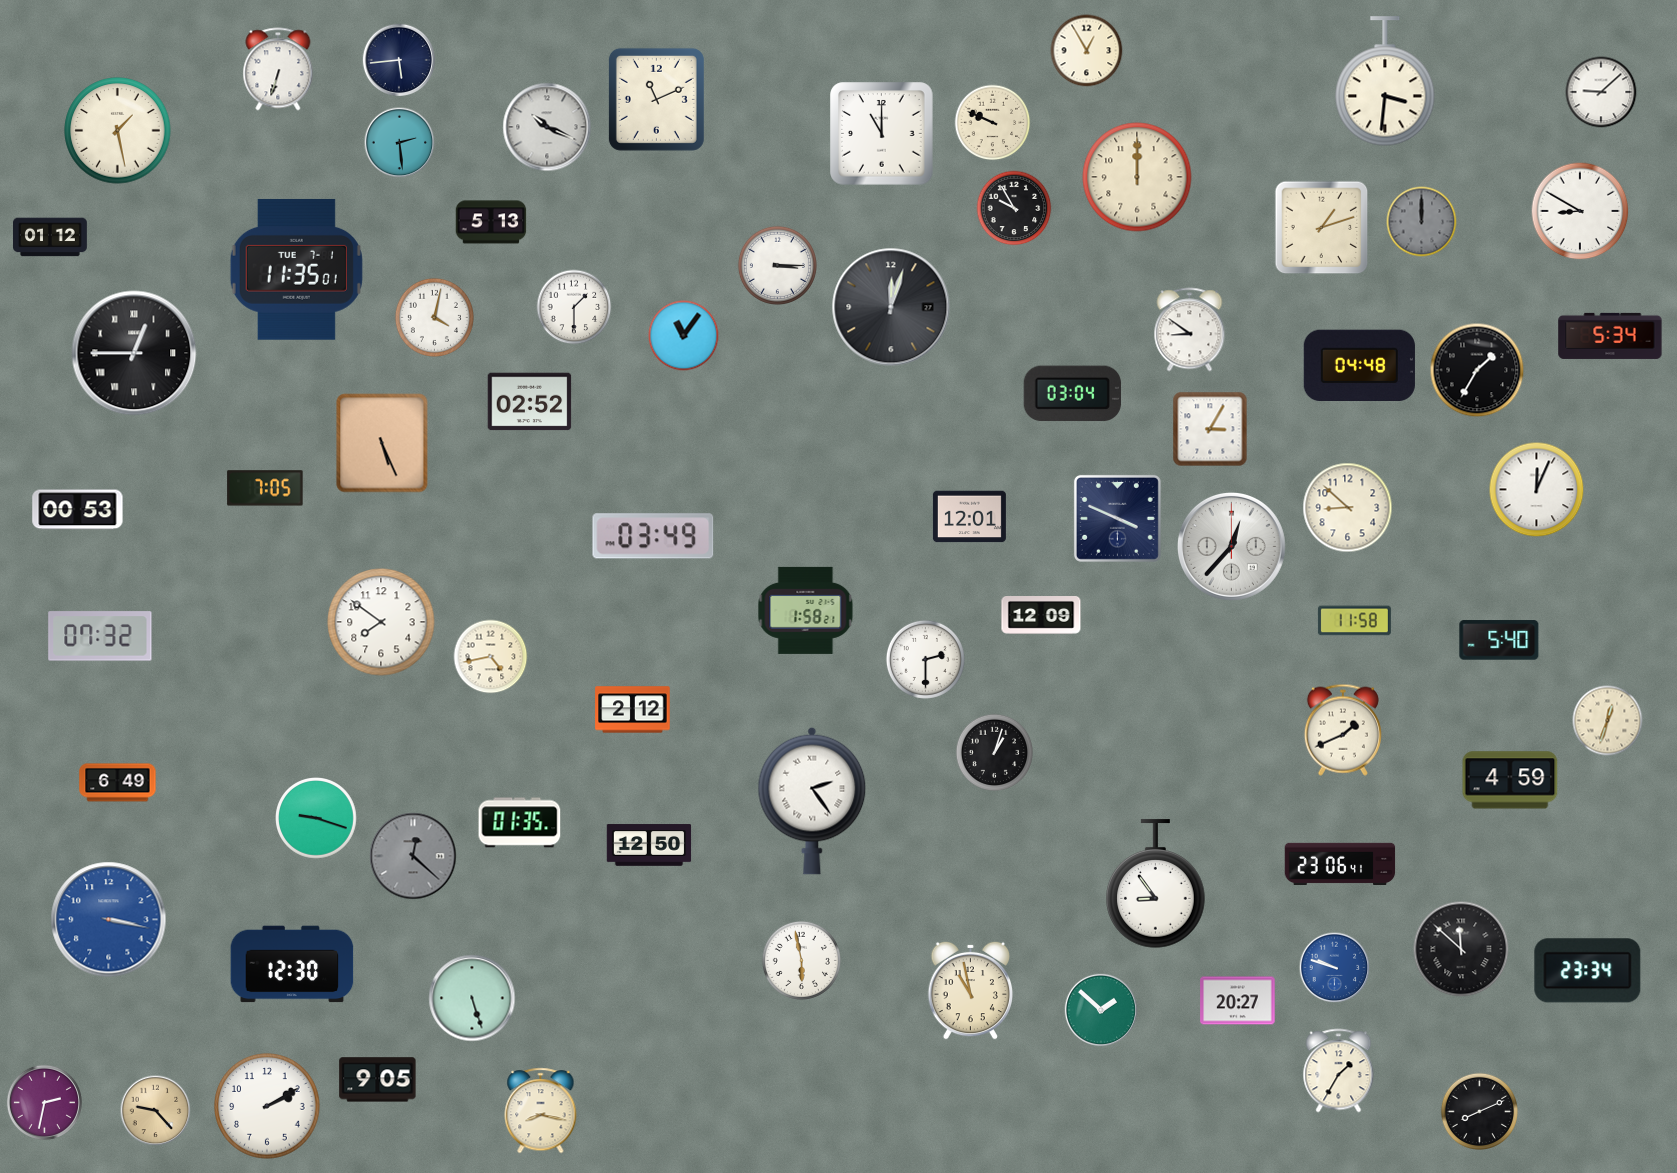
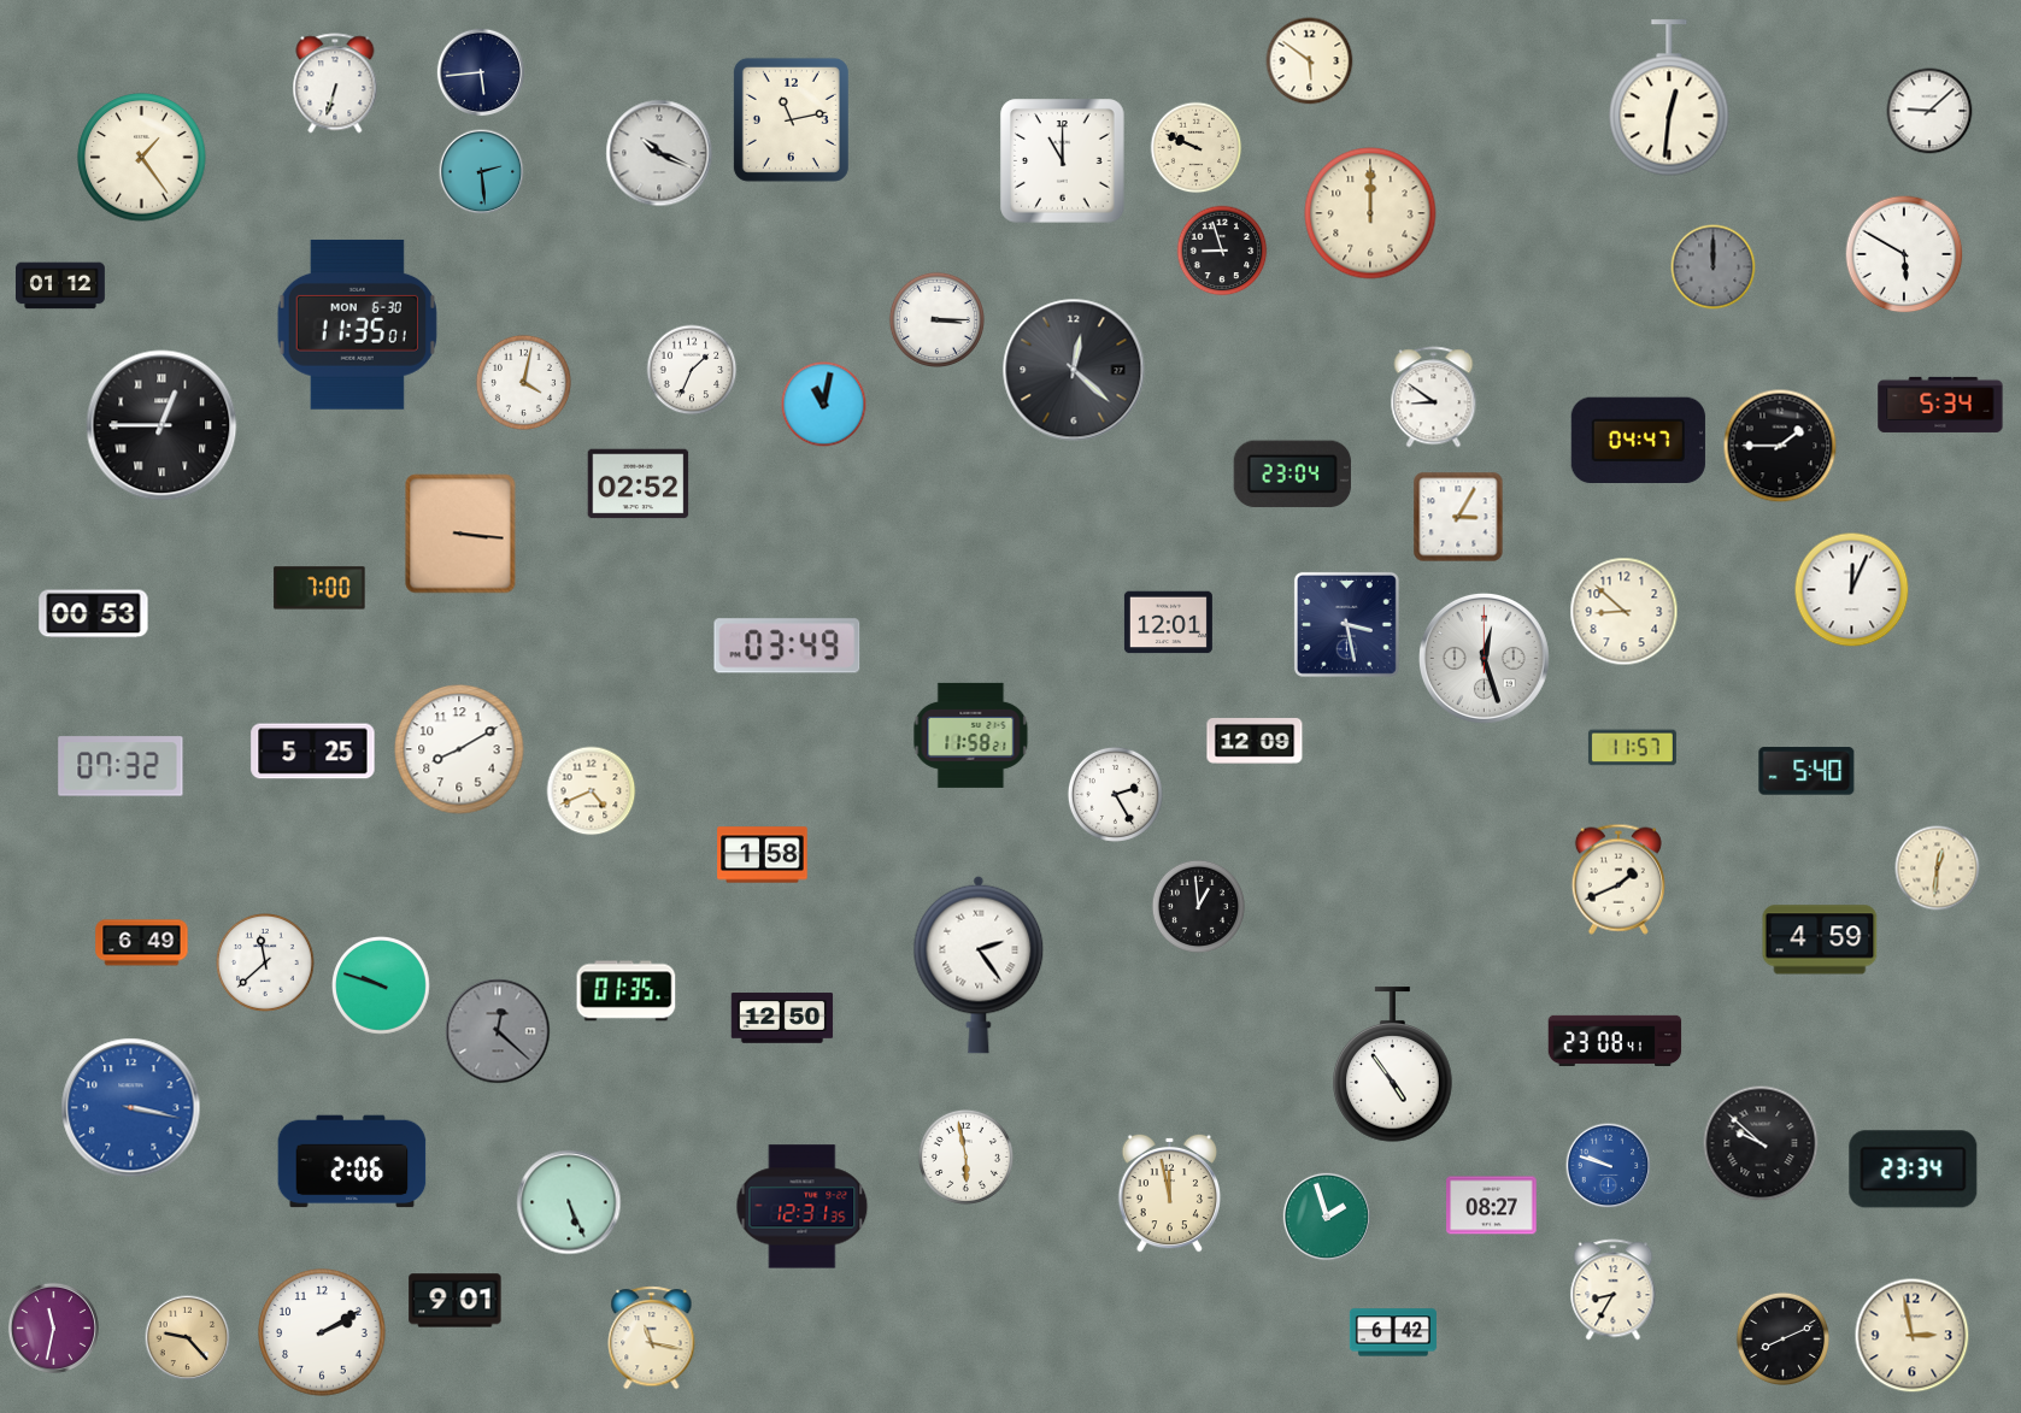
clock at (1087, 51): 12:55 -> 5:51
clock at (1385, 81): 3:31 -> 12:31
clock at (656, 99): 11:11 -> 11:13
clock at (118, 131): 1:28 -> 1:24
clock at (1014, 208): 9:55 -> 8:57
clock at (1580, 211): 8:50 -> 5:50
clock at (491, 222): 5:13 -> none
clock at (1322, 228): 1:12 -> none
clock at (296, 269) date: TUE 7-1 -> MON 6-30
clock at (574, 307): 1:30 -> 1:34
clock at (891, 307): 12:03 -> 12:22
clock at (684, 336): 11:06 -> 11:02
clock at (1359, 366): 04:48 -> 04:47
clock at (1477, 370): 1:35 -> 1:45
clock at (1072, 394): 03:04 -> 23:04
clock at (382, 443): 5:26 -> 3:16
clock at (265, 488): 7:05 -> 7:00
clock at (1117, 518): 3:49 -> 3:28
clock at (1231, 546): 12:37 -> 12:27
clock at (806, 610): 1:58 -> 11:58
clock at (1354, 621): 11:58 -> 11:57
clock at (381, 622): 7:51 -> 8:10
clock at (313, 752): none -> 5:25
clock at (491, 657): 4:43 -> 4:41
clock at (925, 659): 2:30 -> 2:25
clock at (633, 710): 2:12 -> 1:58
clock at (1608, 721): 12:33 -> 12:31
clock at (995, 753): 1:03 -> 12:59
clock at (266, 964): none -> 11:38
clock at (317, 819): 9:18 -> 9:48
clock at (1340, 863): 23:06 -> 23:08
clock at (1156, 884): 8:54 -> 4:54
clock at (1461, 949): 11:52 -> 9:52
clock at (292, 964): 12:30 -> 2:06
clock at (970, 990): 10:58 -> 11:58
clock at (472, 998): 5:27 -> 5:26
clock at (1238, 1001): 20:27 -> 08:27
clock at (803, 1207): none -> 12:31
clock at (1101, 1010): 1:52 -> 1:57
clock at (1339, 1071): 1:35 -> 8:35
clock at (378, 1080): 9:05 -> 9:01
clock at (44, 1102): 2:32 -> 11:32
clock at (1393, 1332): none -> 6:42
clock at (1913, 1336): none -> 2:58
clock at (541, 1111): 8:17 -> 11:17
